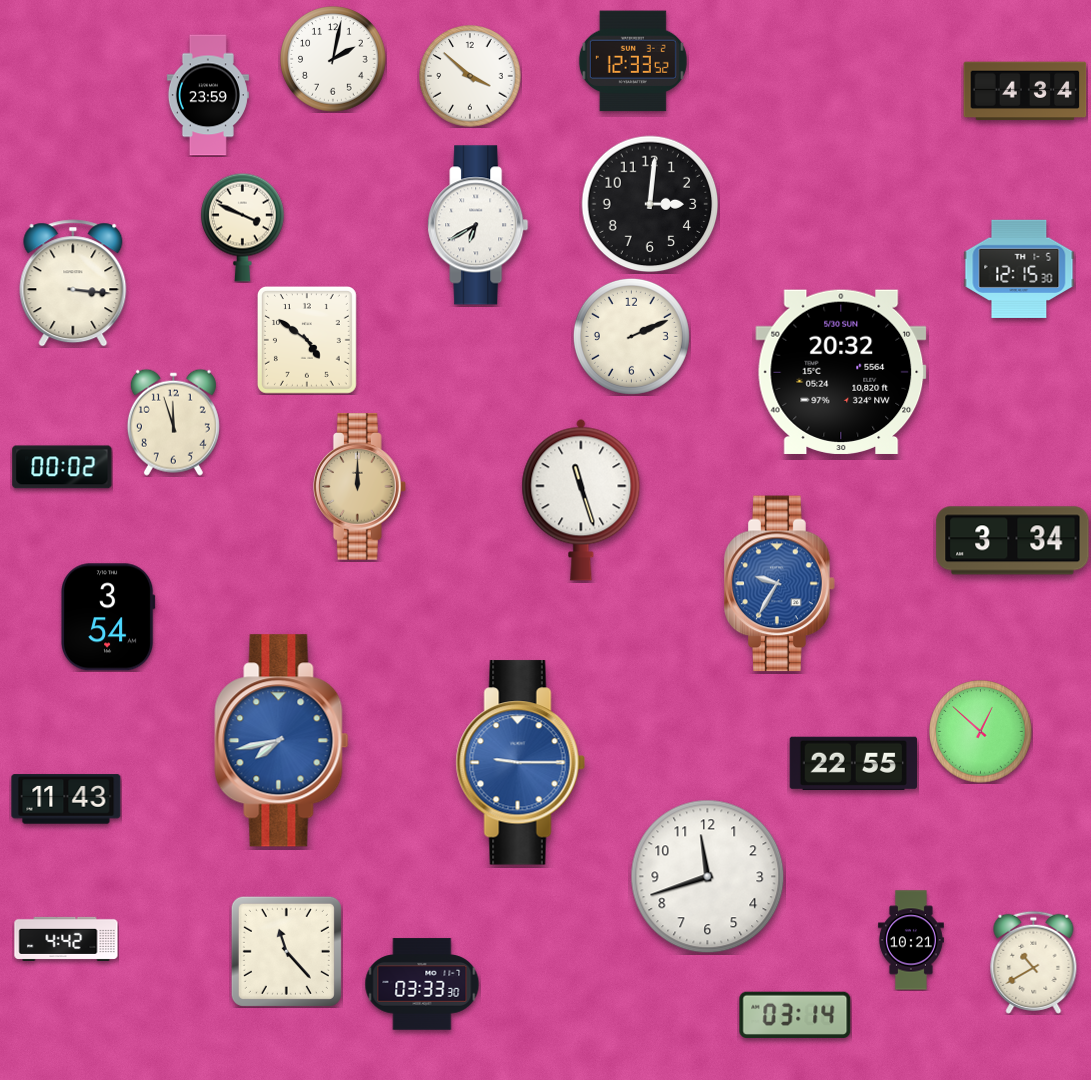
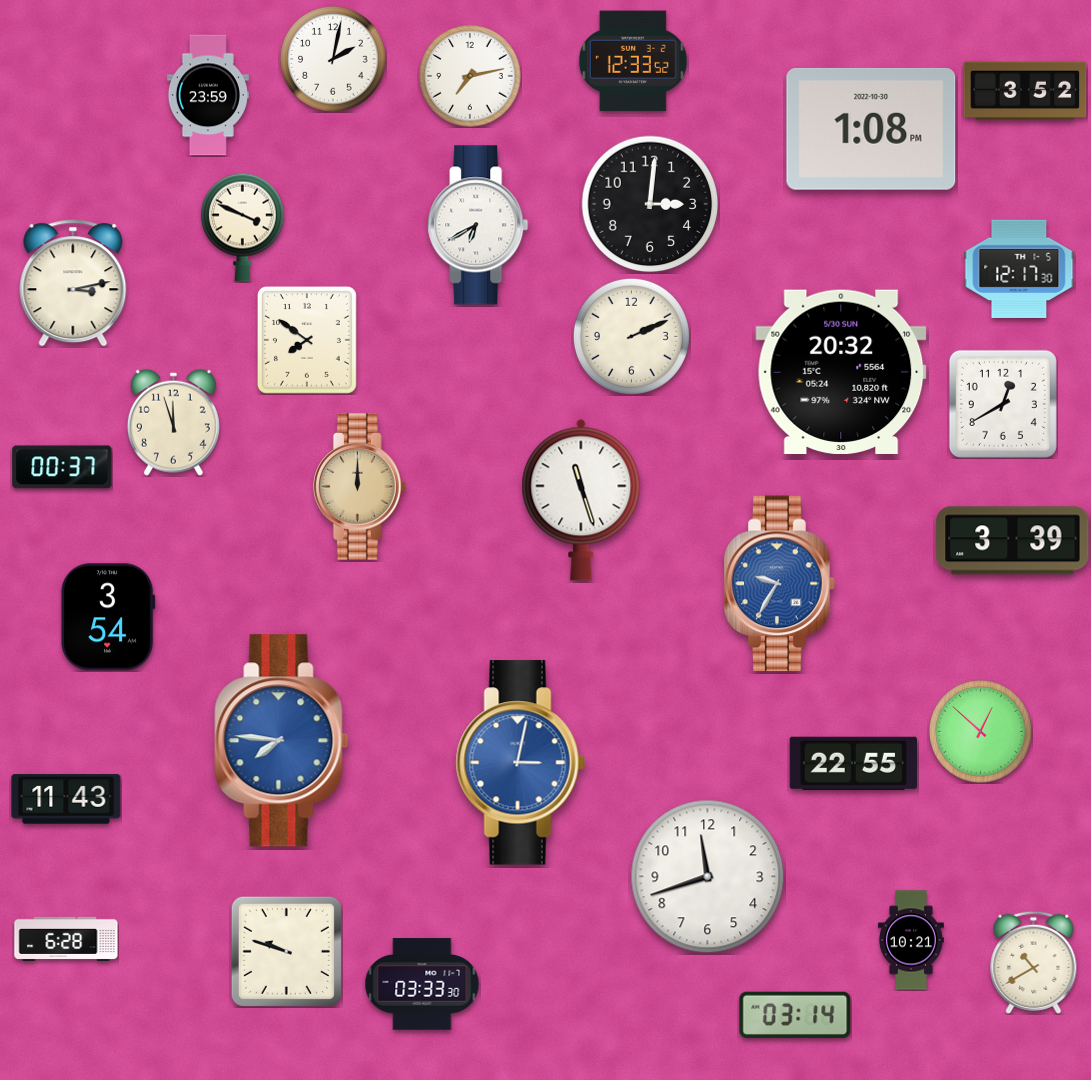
clock at (470, 76): 3:52 -> 7:13
clock at (1025, 91): 4:34 -> 3:52
clock at (871, 129): none -> 1:08
clock at (1019, 269): 12:15 -> 12:17
clock at (73, 283): 3:16 -> 3:13
clock at (307, 340): 4:51 -> 7:51
clock at (1003, 404): none -> 12:40
clock at (62, 467): 00:02 -> 00:37
clock at (1013, 541): 3:34 -> 3:39
clock at (282, 741): 7:43 -> 7:46
clock at (520, 763): 9:15 -> 3:02
clock at (66, 939): 4:42 -> 6:28
clock at (286, 951): 11:23 -> 9:48
